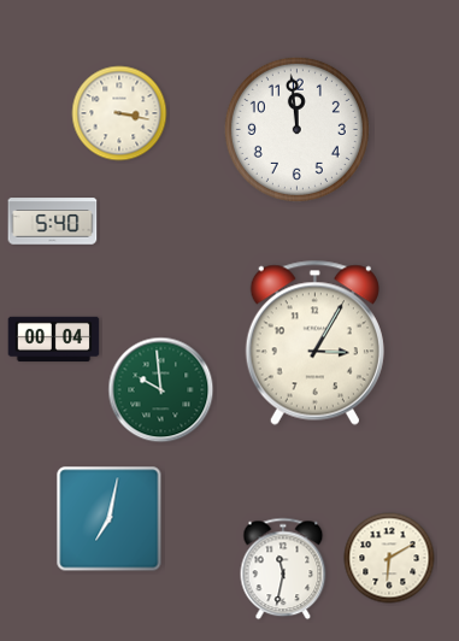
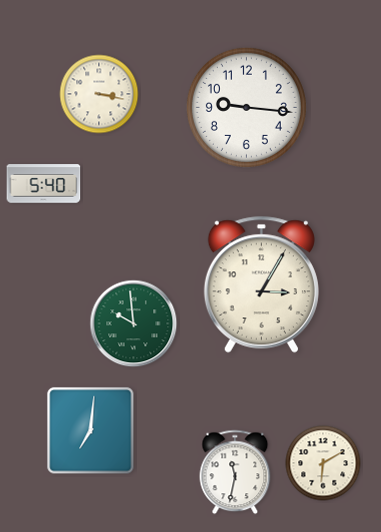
clock at (296, 129): 11:59 -> 9:16
clock at (54, 340): 00:04 -> none
clock at (110, 519): 7:02 -> 7:01
